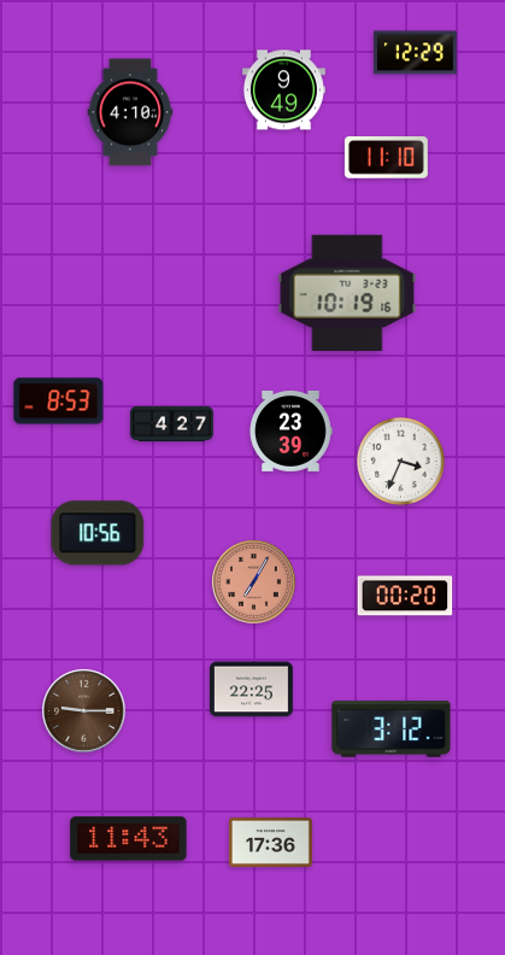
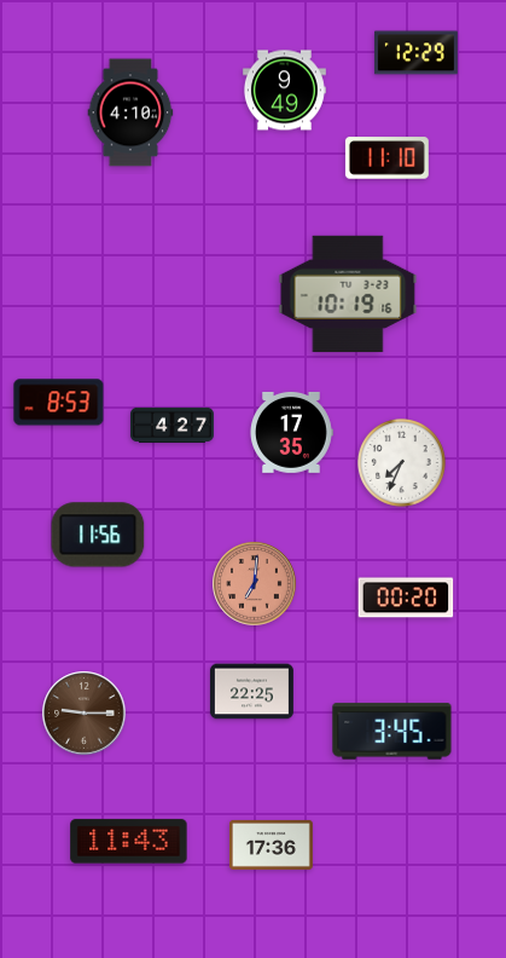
clock at (290, 430): 23:39 -> 17:35
clock at (401, 462): 3:34 -> 7:34
clock at (98, 533): 10:56 -> 11:56
clock at (254, 582): 7:05 -> 7:01
clock at (392, 730): 3:12 -> 3:45
